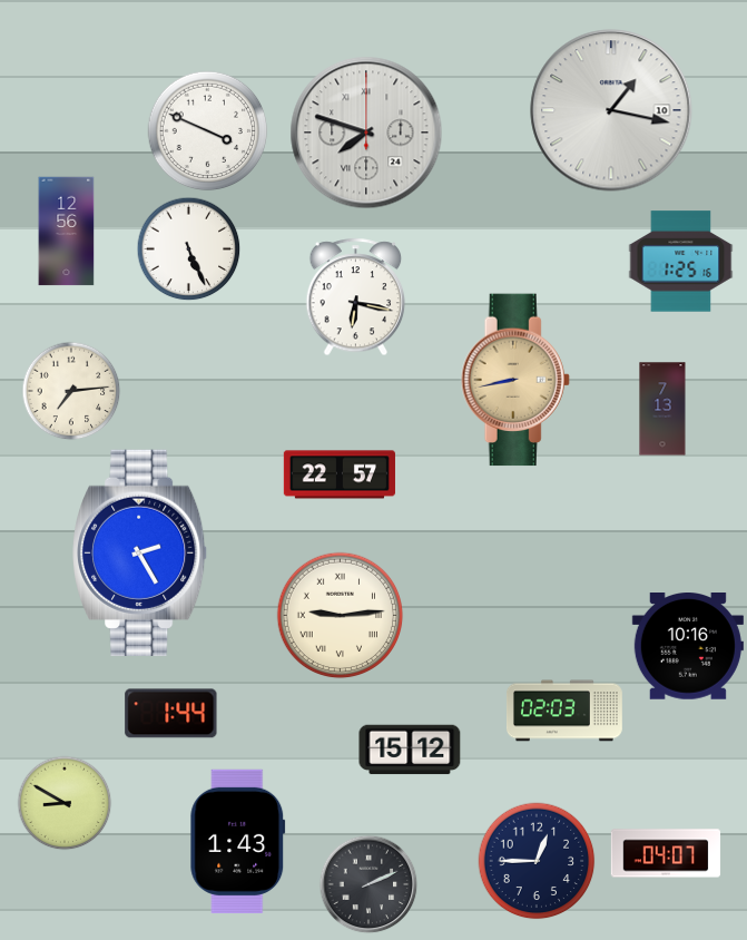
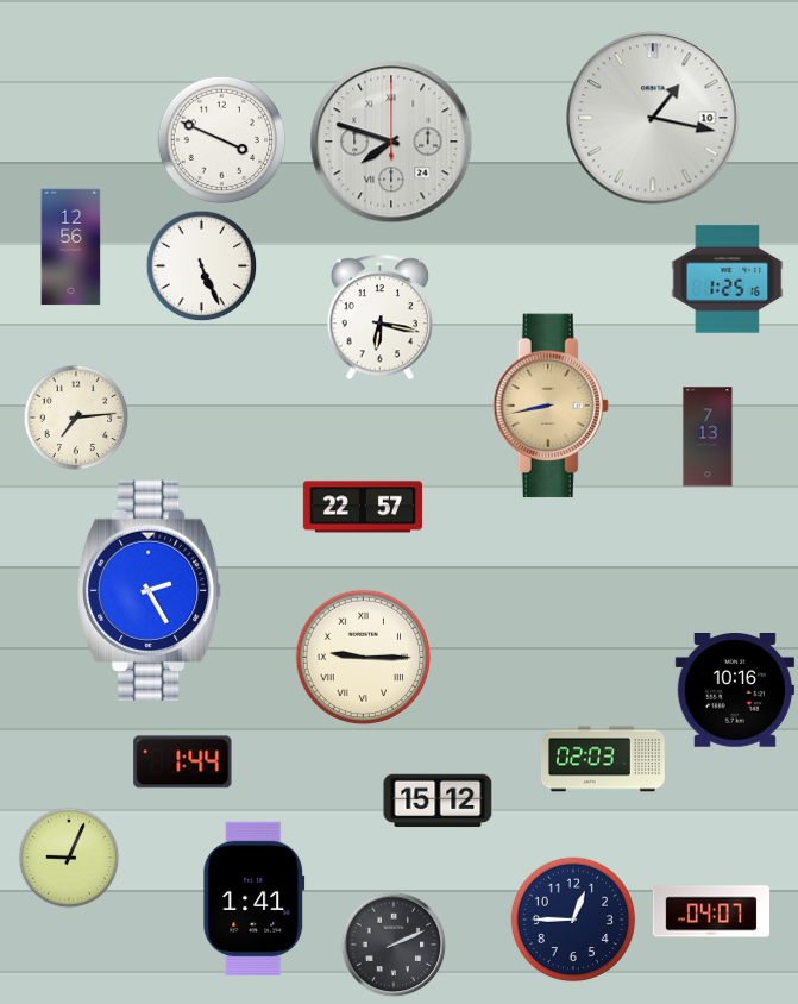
clock at (341, 616): 9:14 -> 9:15
clock at (65, 803): 8:50 -> 9:04
clock at (238, 841): 1:43 -> 1:41
